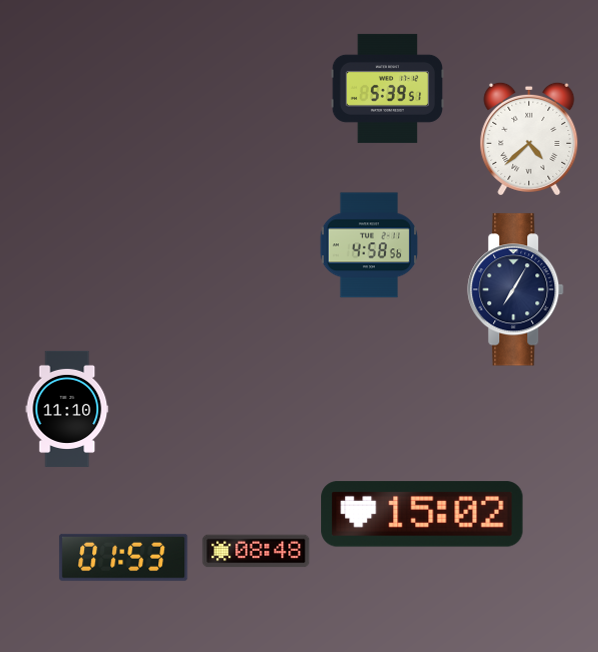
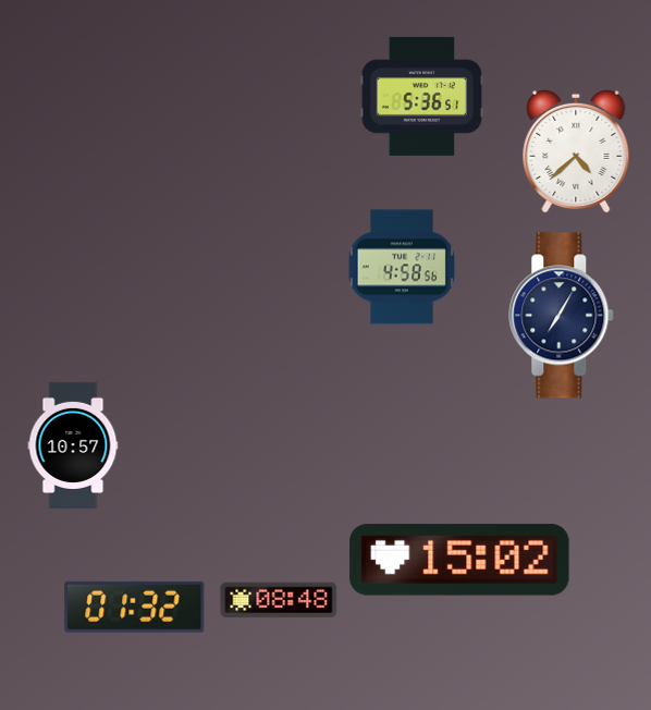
clock at (388, 88): 5:39 -> 5:36
clock at (67, 409): 11:10 -> 10:57
clock at (124, 557): 01:53 -> 01:32
